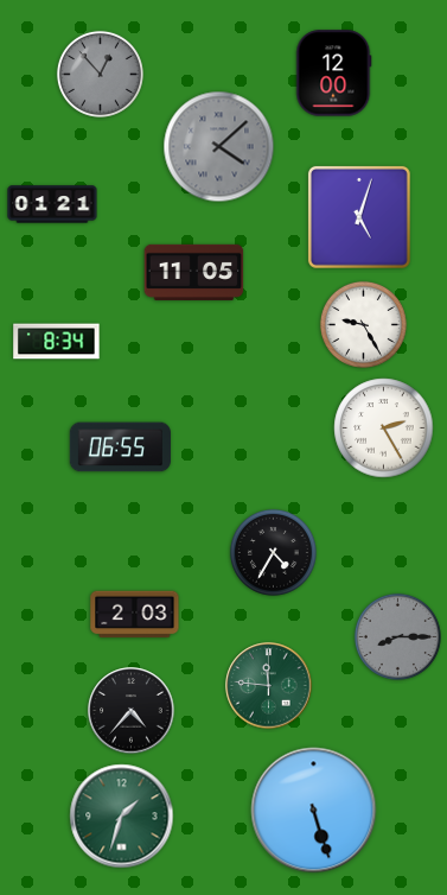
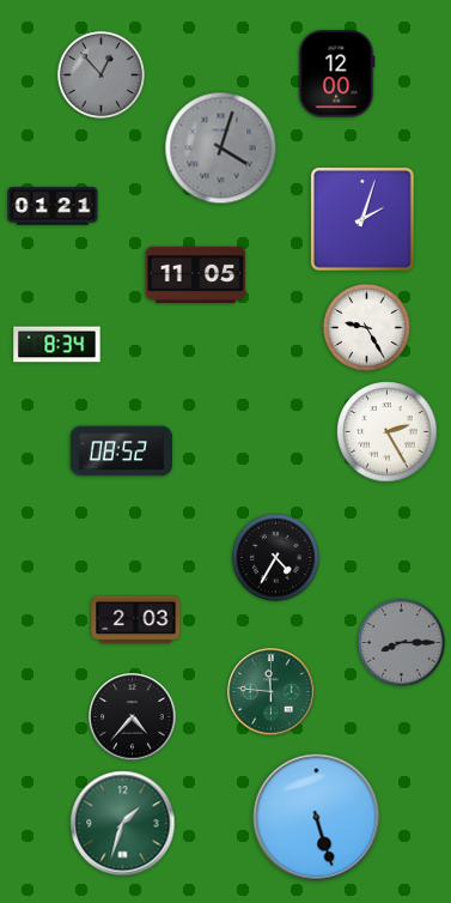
clock at (219, 147): 4:08 -> 4:03
clock at (359, 217): 5:03 -> 2:03
clock at (120, 448): 06:55 -> 08:52
